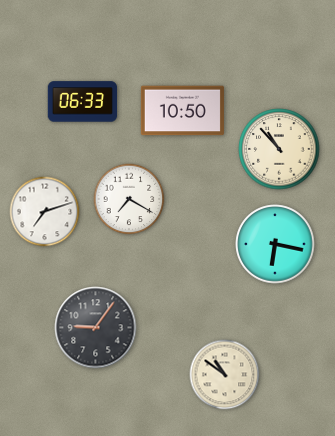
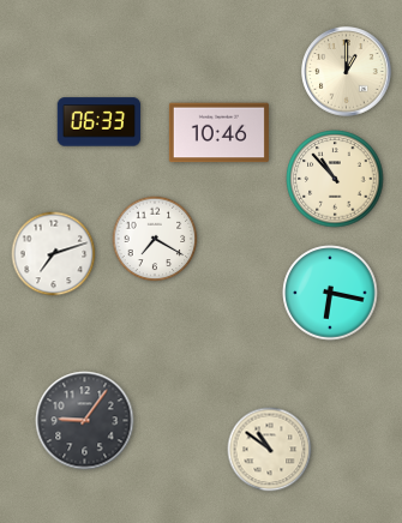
clock at (347, 72): none -> 1:00
clock at (182, 111): 10:50 -> 10:46
clock at (96, 328) position: (96, 328) -> (85, 421)
